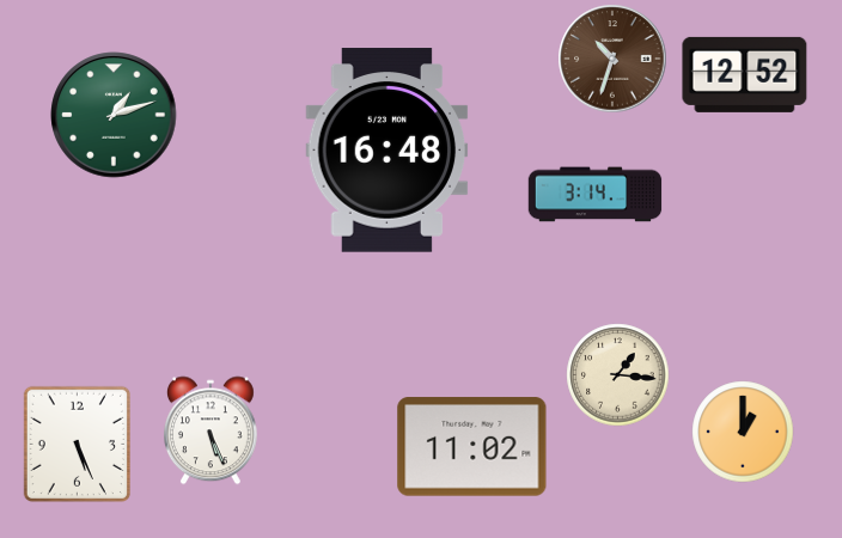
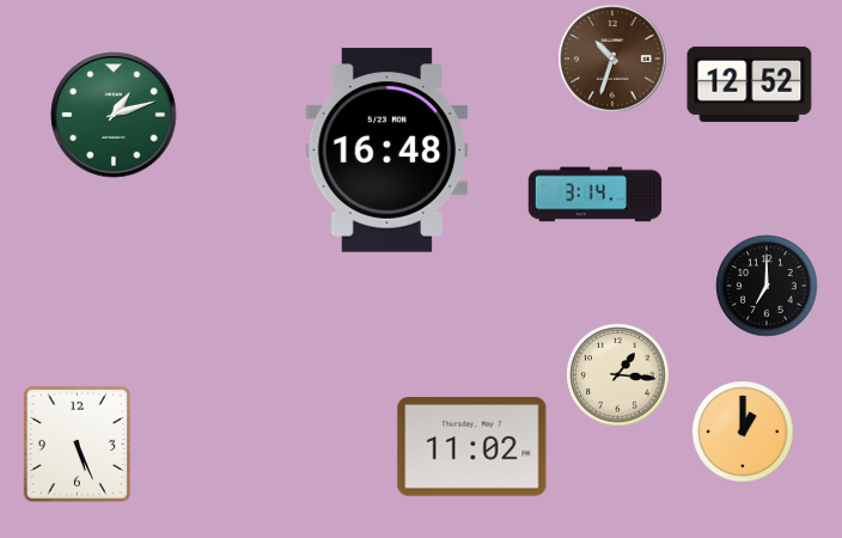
clock at (745, 74) position: (745, 74) -> (750, 84)
clock at (767, 286): none -> 7:00
clock at (210, 430): 5:26 -> none
